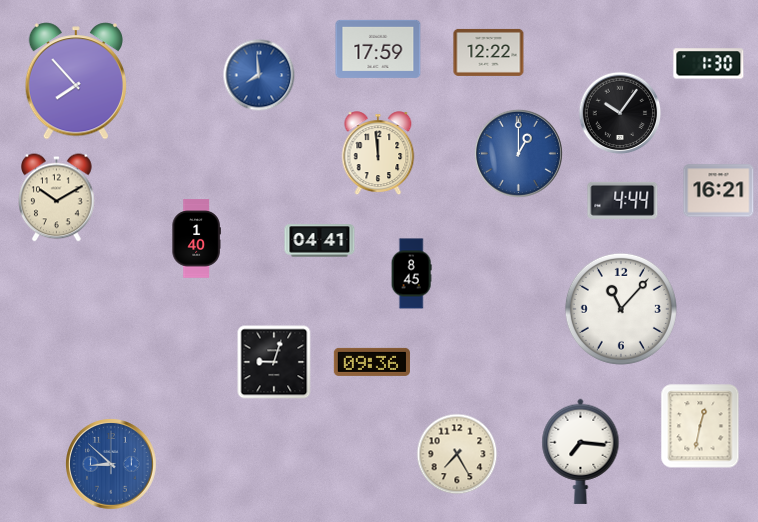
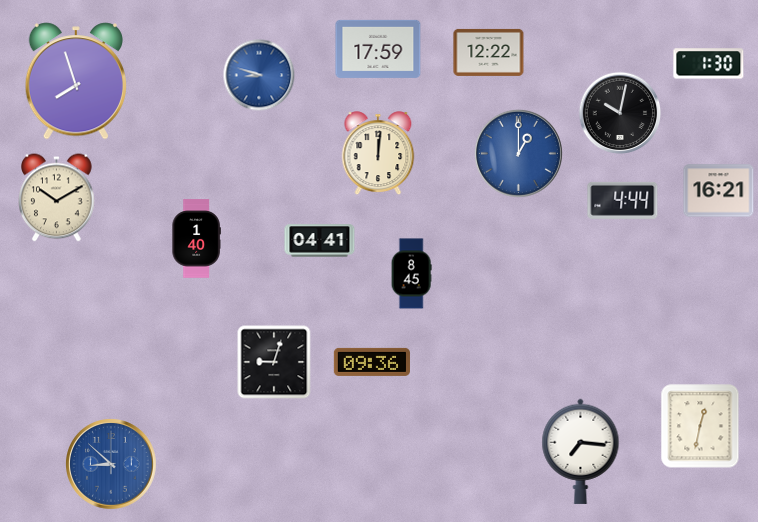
clock at (259, 75): 7:59 -> 8:48
clock at (75, 81): 7:53 -> 7:57
clock at (620, 113): 10:06 -> 10:02
clock at (378, 154): 11:59 -> 12:01
clock at (621, 309): 11:07 -> none
clock at (457, 454): 7:25 -> none
